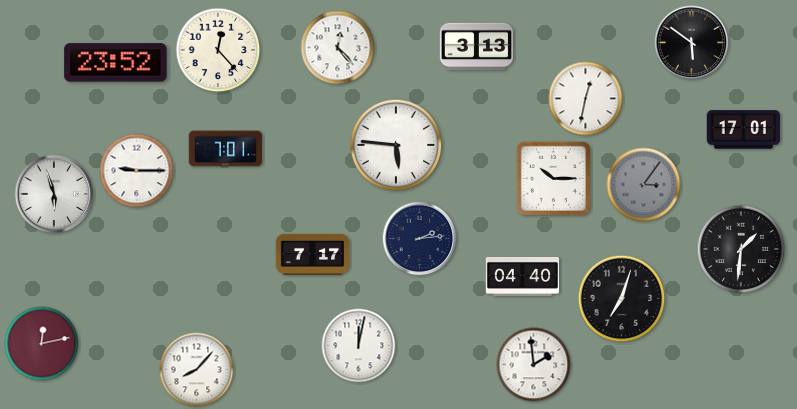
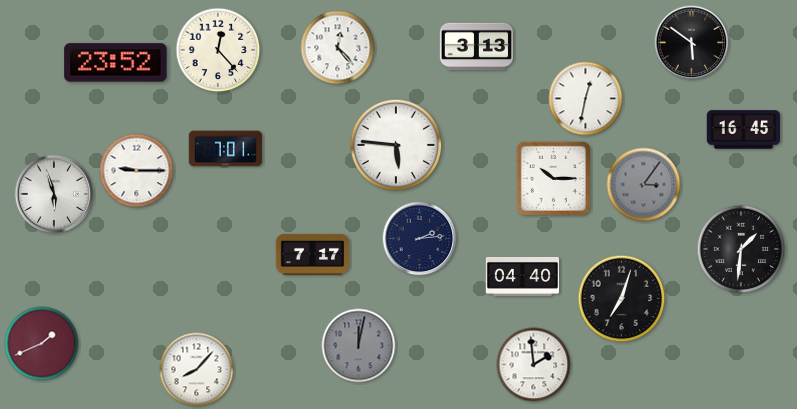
clock at (744, 130): 17:01 -> 16:45
clock at (42, 344): 12:13 -> 1:41
clock at (359, 346) dial: white -> grey
